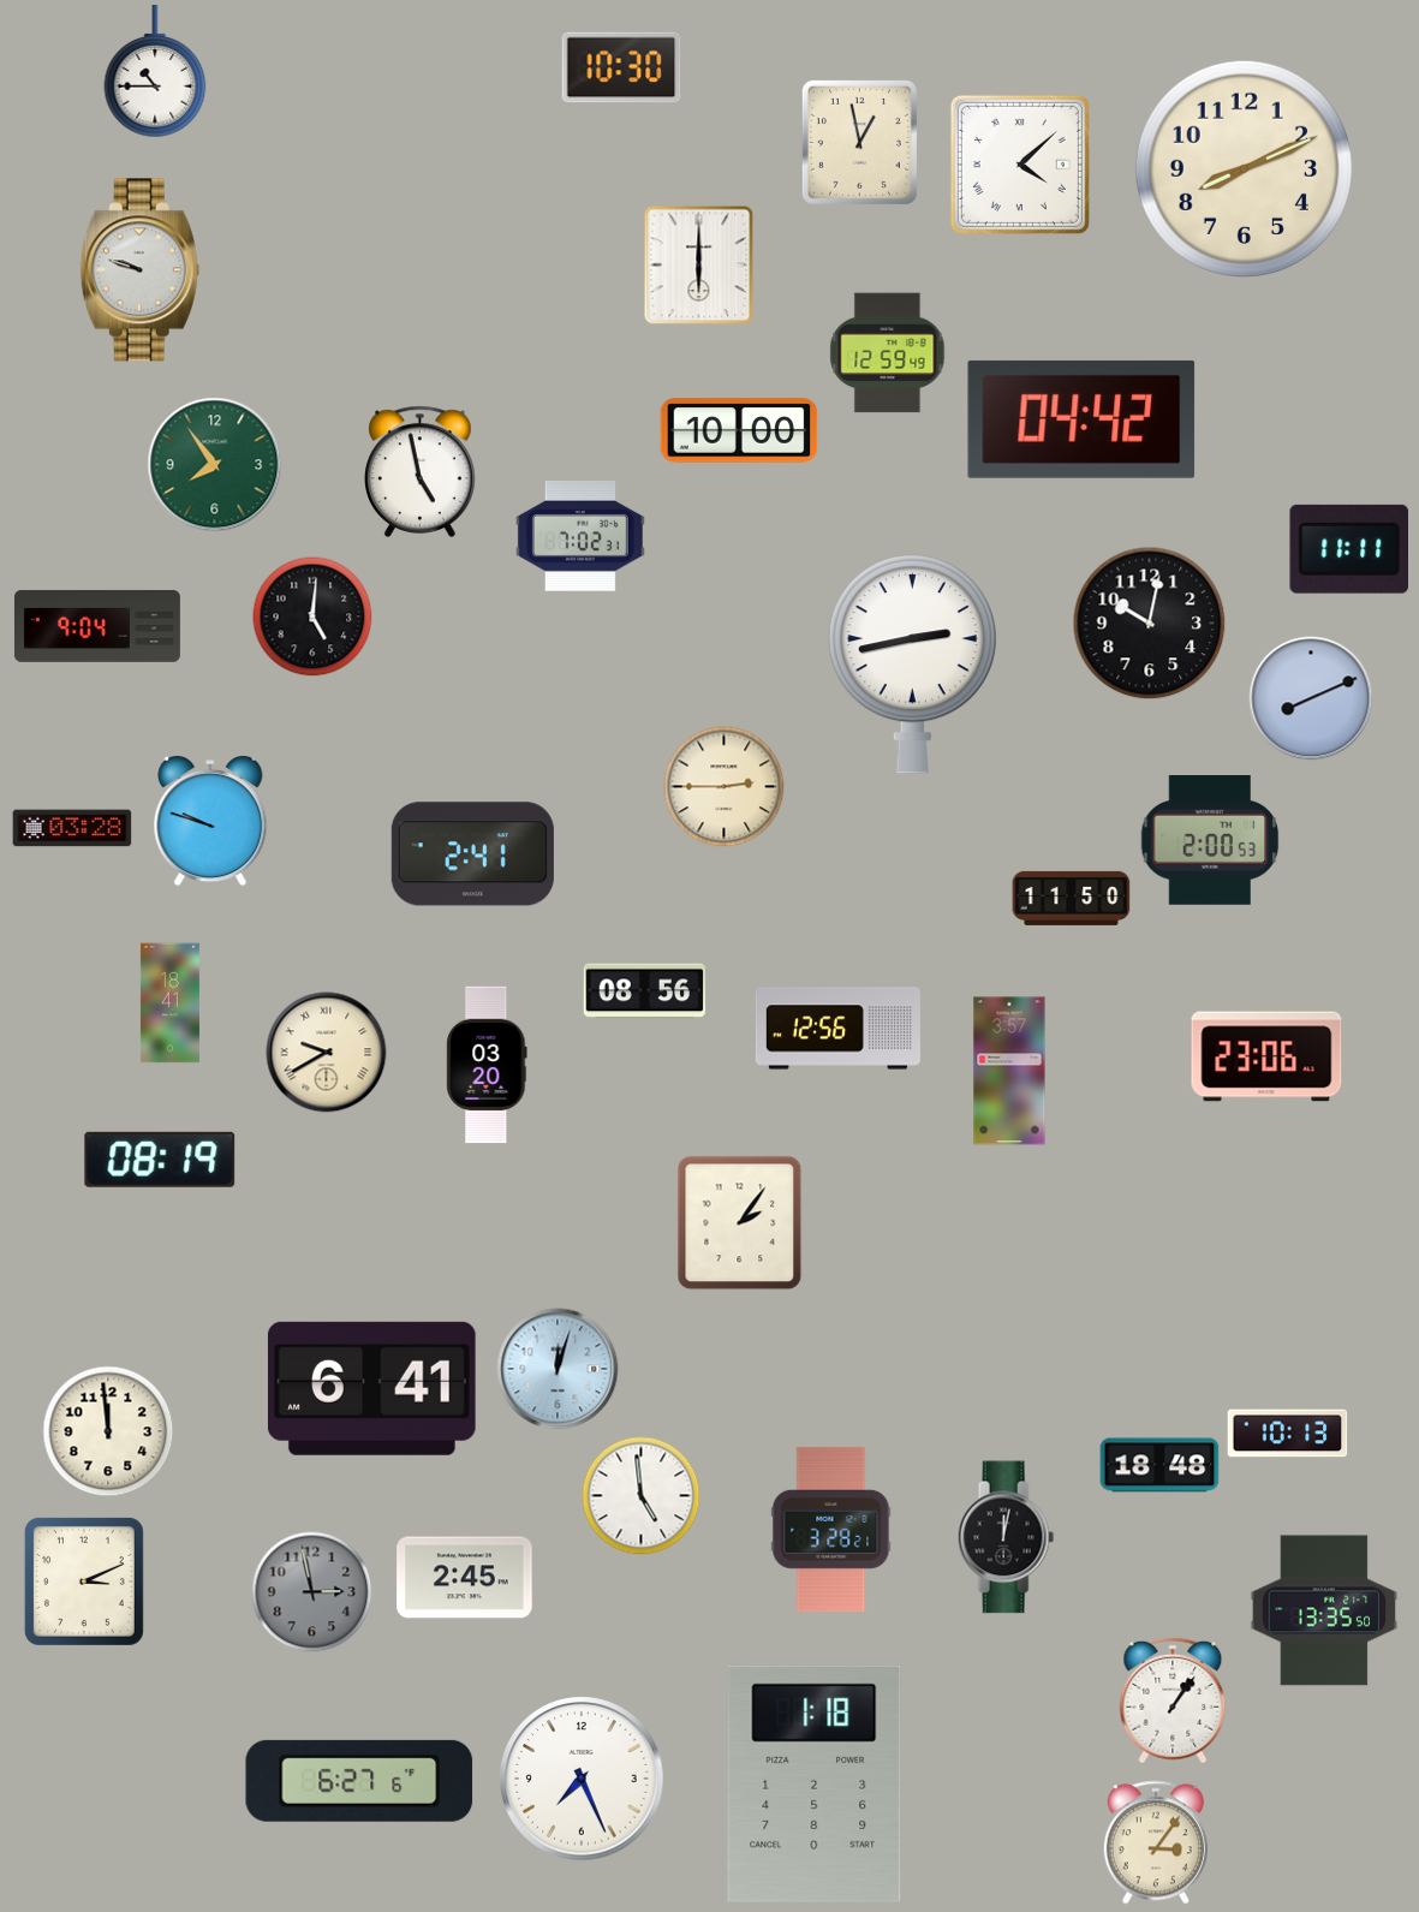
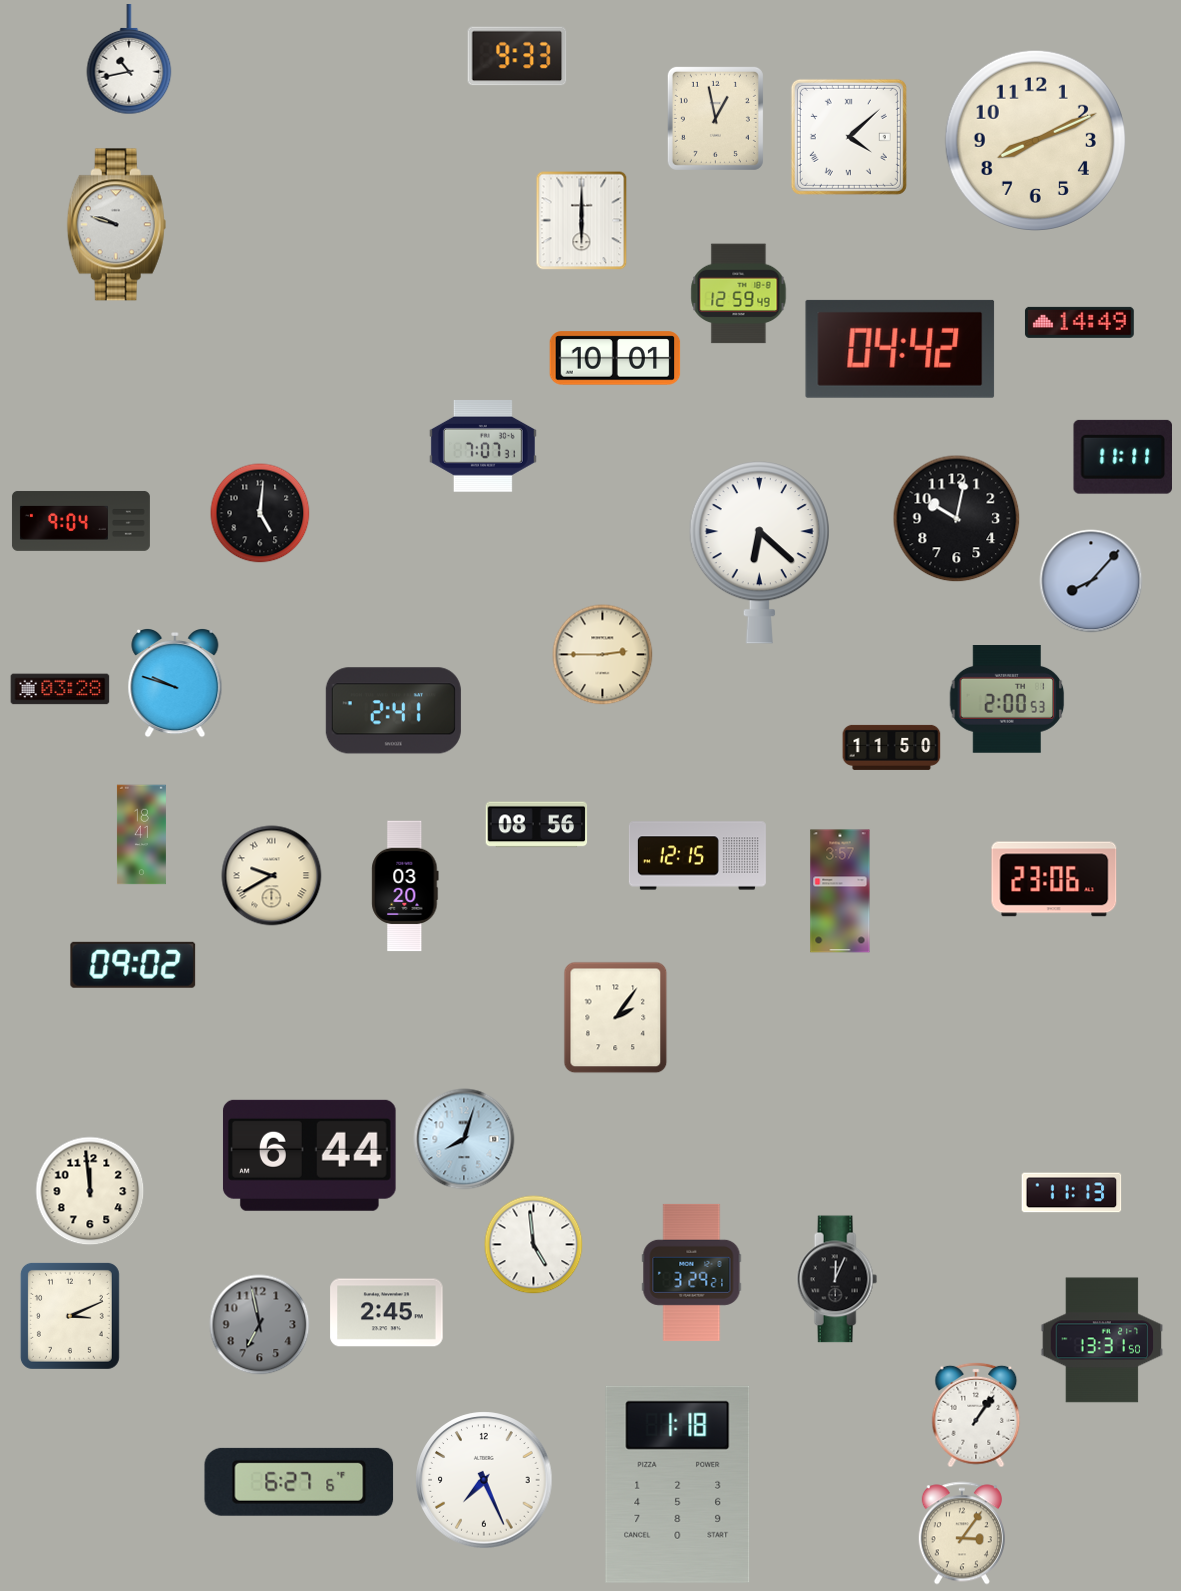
clock at (621, 67): 10:30 -> 9:33
clock at (155, 72): 10:45 -> 10:43
clock at (1079, 322): none -> 14:49
clock at (739, 430): 10:00 -> 10:01
clock at (215, 465): 7:54 -> none
clock at (421, 471): 4:58 -> none
clock at (580, 536): 7:02 -> 7:07
clock at (912, 665): 2:43 -> 6:22
clock at (1311, 698): 8:11 -> 8:07
clock at (837, 1029): 12:56 -> 12:15
clock at (160, 1160): 08:19 -> 09:02
clock at (558, 1369): 12:03 -> 8:03
clock at (371, 1388): 6:41 -> 6:44
clock at (1288, 1434): 10:13 -> 11:13
clock at (1159, 1465): 18:48 -> none
clock at (831, 1529): 3:28 -> 3:29
clock at (1006, 1537): 12:02 -> 12:04
clock at (312, 1592): 2:58 -> 6:58
clock at (1324, 1610): 13:35 -> 13:31
